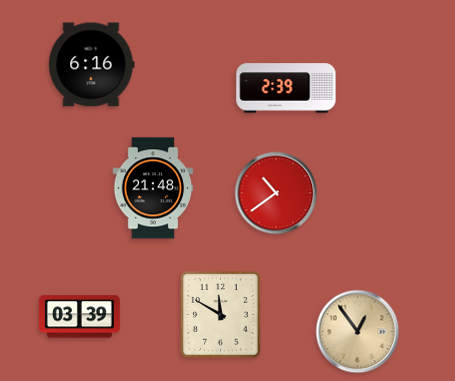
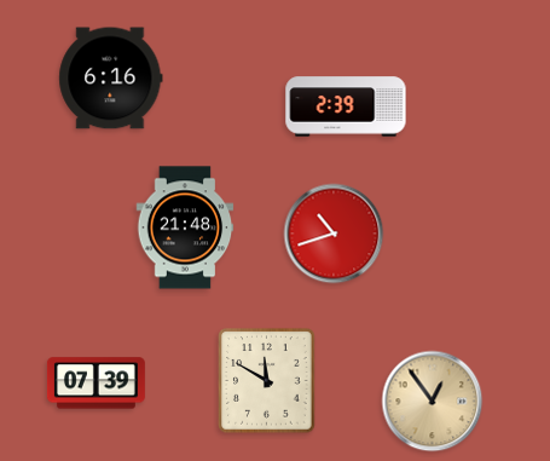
clock at (276, 193): 10:39 -> 10:42
clock at (79, 317): 03:39 -> 07:39
